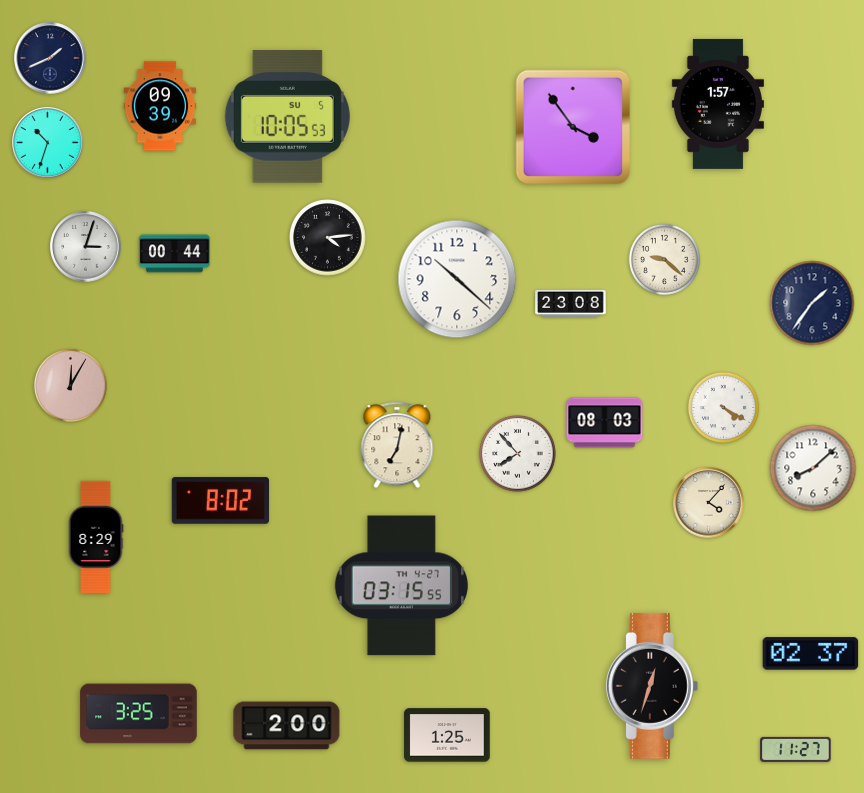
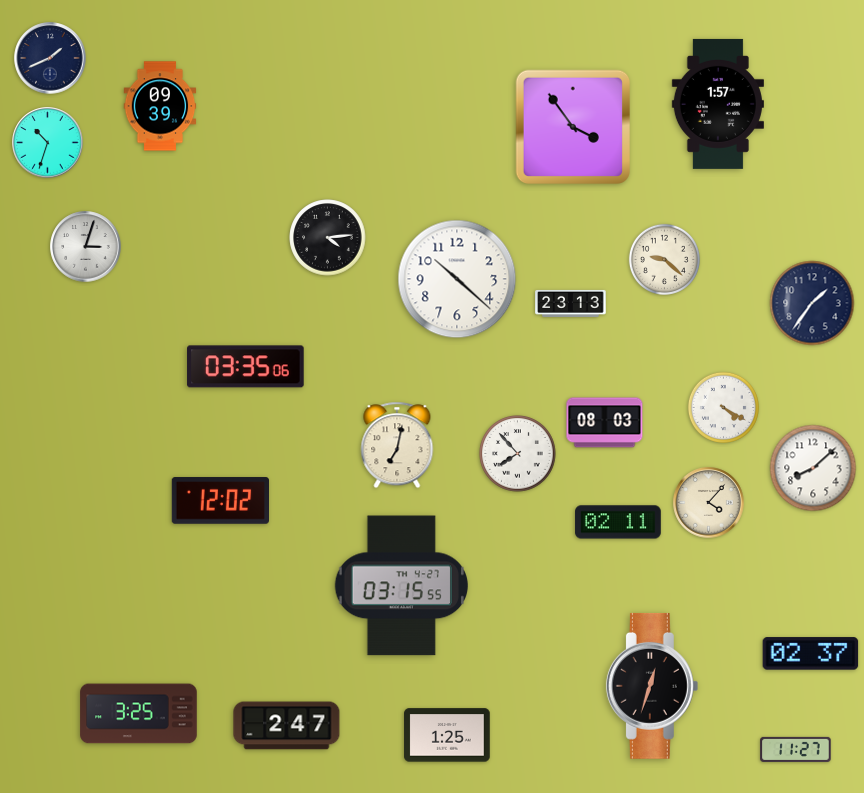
clock at (287, 117): 10:05 -> none
clock at (175, 254): 00:44 -> none
clock at (571, 303): 23:08 -> 23:13
clock at (246, 367): none -> 03:35
clock at (70, 385): 12:05 -> none
clock at (220, 501): 8:02 -> 12:02
clock at (618, 522): none -> 02:11
clock at (96, 537): 8:29 -> none
clock at (287, 726): 2:00 -> 2:47
